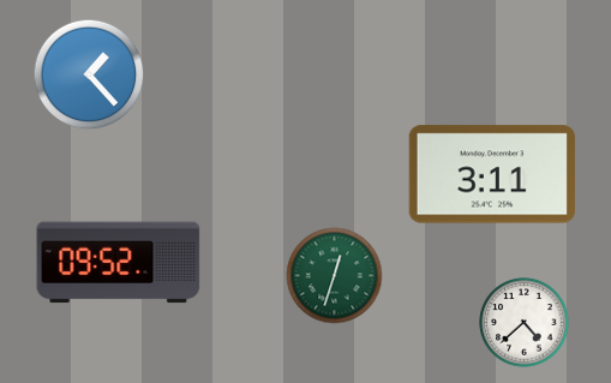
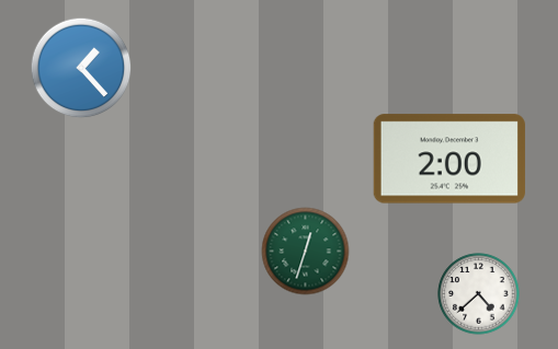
clock at (492, 174): 3:11 -> 2:00
clock at (119, 263): 09:52 -> none
